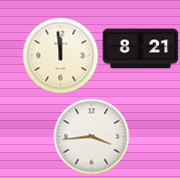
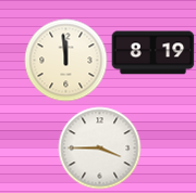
clock at (141, 49): 8:21 -> 8:19
clock at (92, 137): 3:44 -> 3:45
